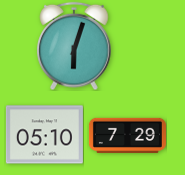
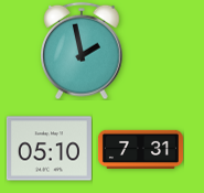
clock at (74, 46): 6:03 -> 1:58
clock at (127, 135): 7:29 -> 7:31
